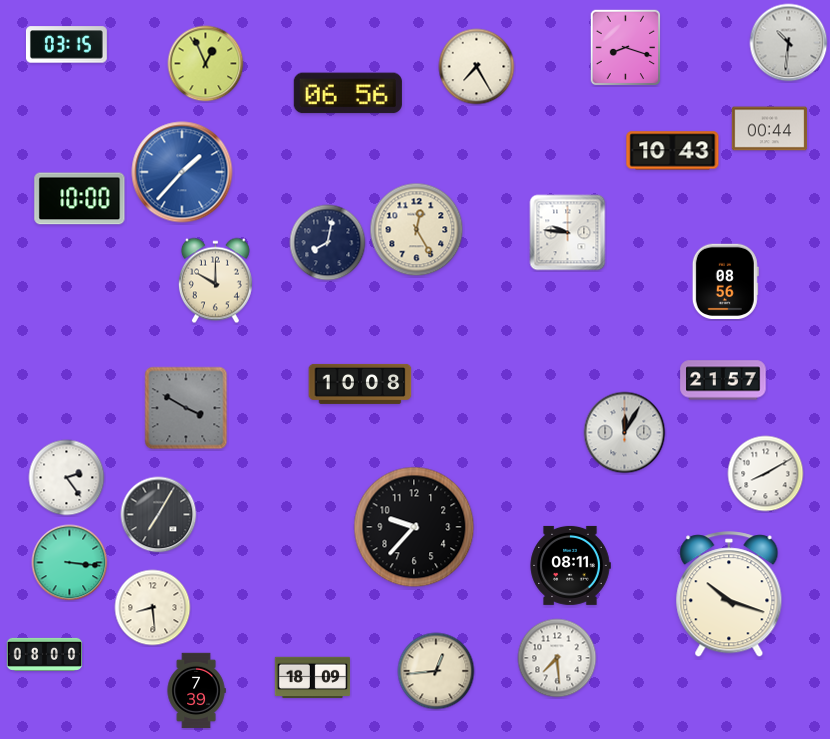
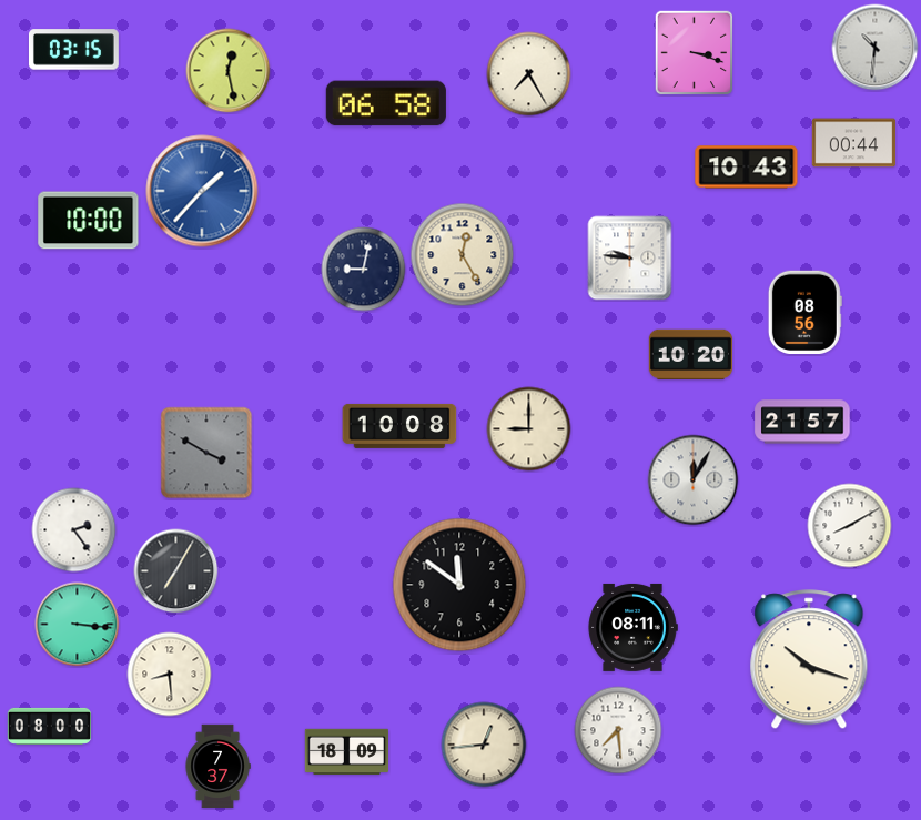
clock at (626, 48): 8:18 -> 3:18
clock at (206, 64): 12:56 -> 12:28
clock at (348, 93): 06:56 -> 06:58
clock at (328, 243): 8:02 -> 9:02
clock at (215, 281): 10:00 -> none
clock at (691, 355): none -> 10:20
clock at (529, 429): none -> 9:00
clock at (414, 527): 9:37 -> 11:51
clock at (196, 691): 7:39 -> 7:37
